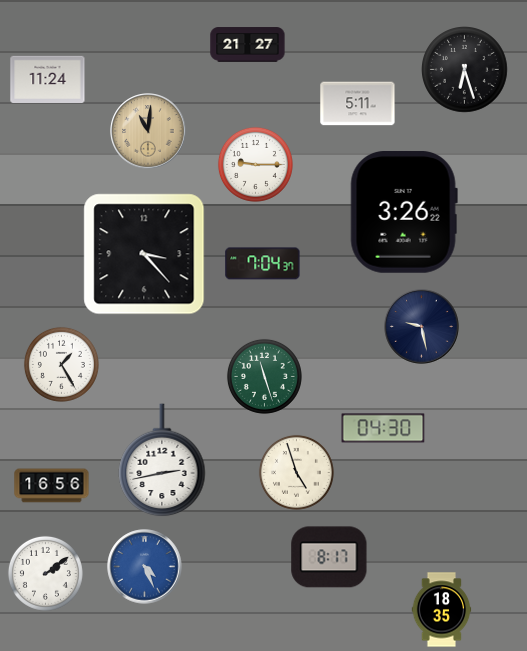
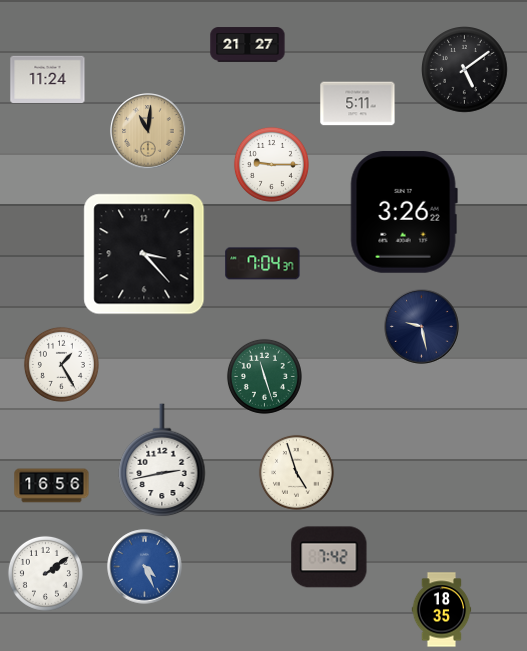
clock at (465, 70): 6:27 -> 5:09
clock at (255, 164) position: (255, 164) -> (271, 164)
clock at (383, 428): 04:30 -> none
clock at (329, 557): 8:17 -> 7:42
